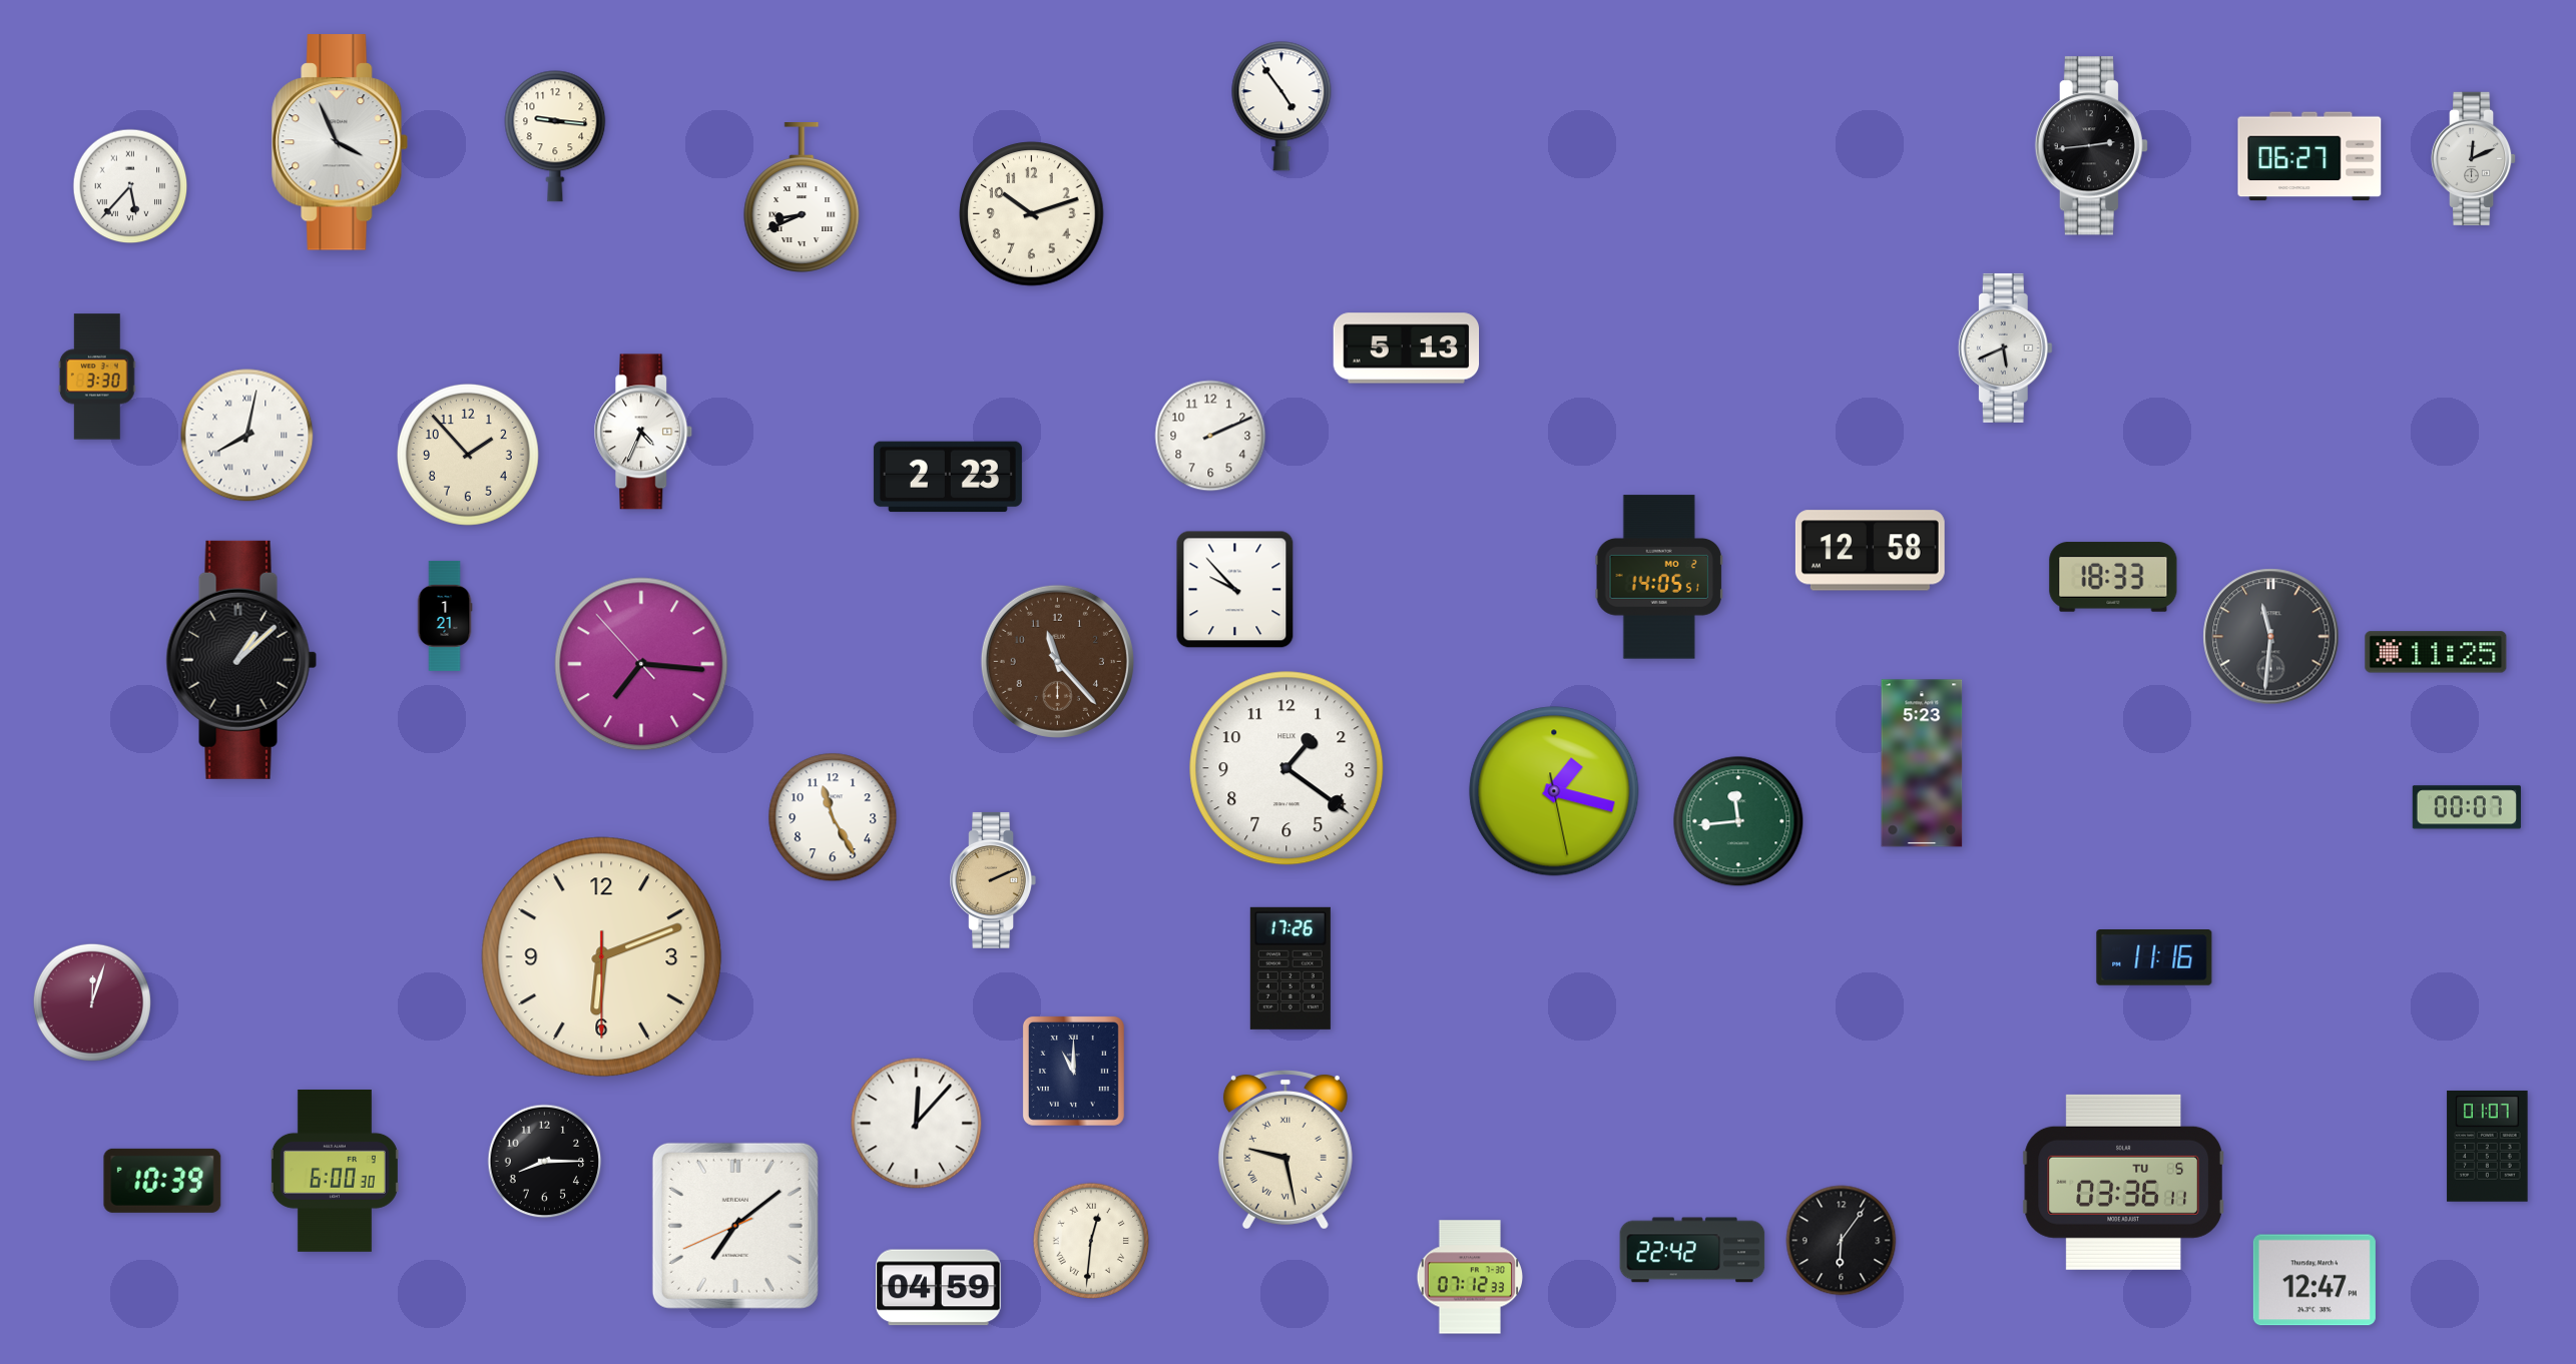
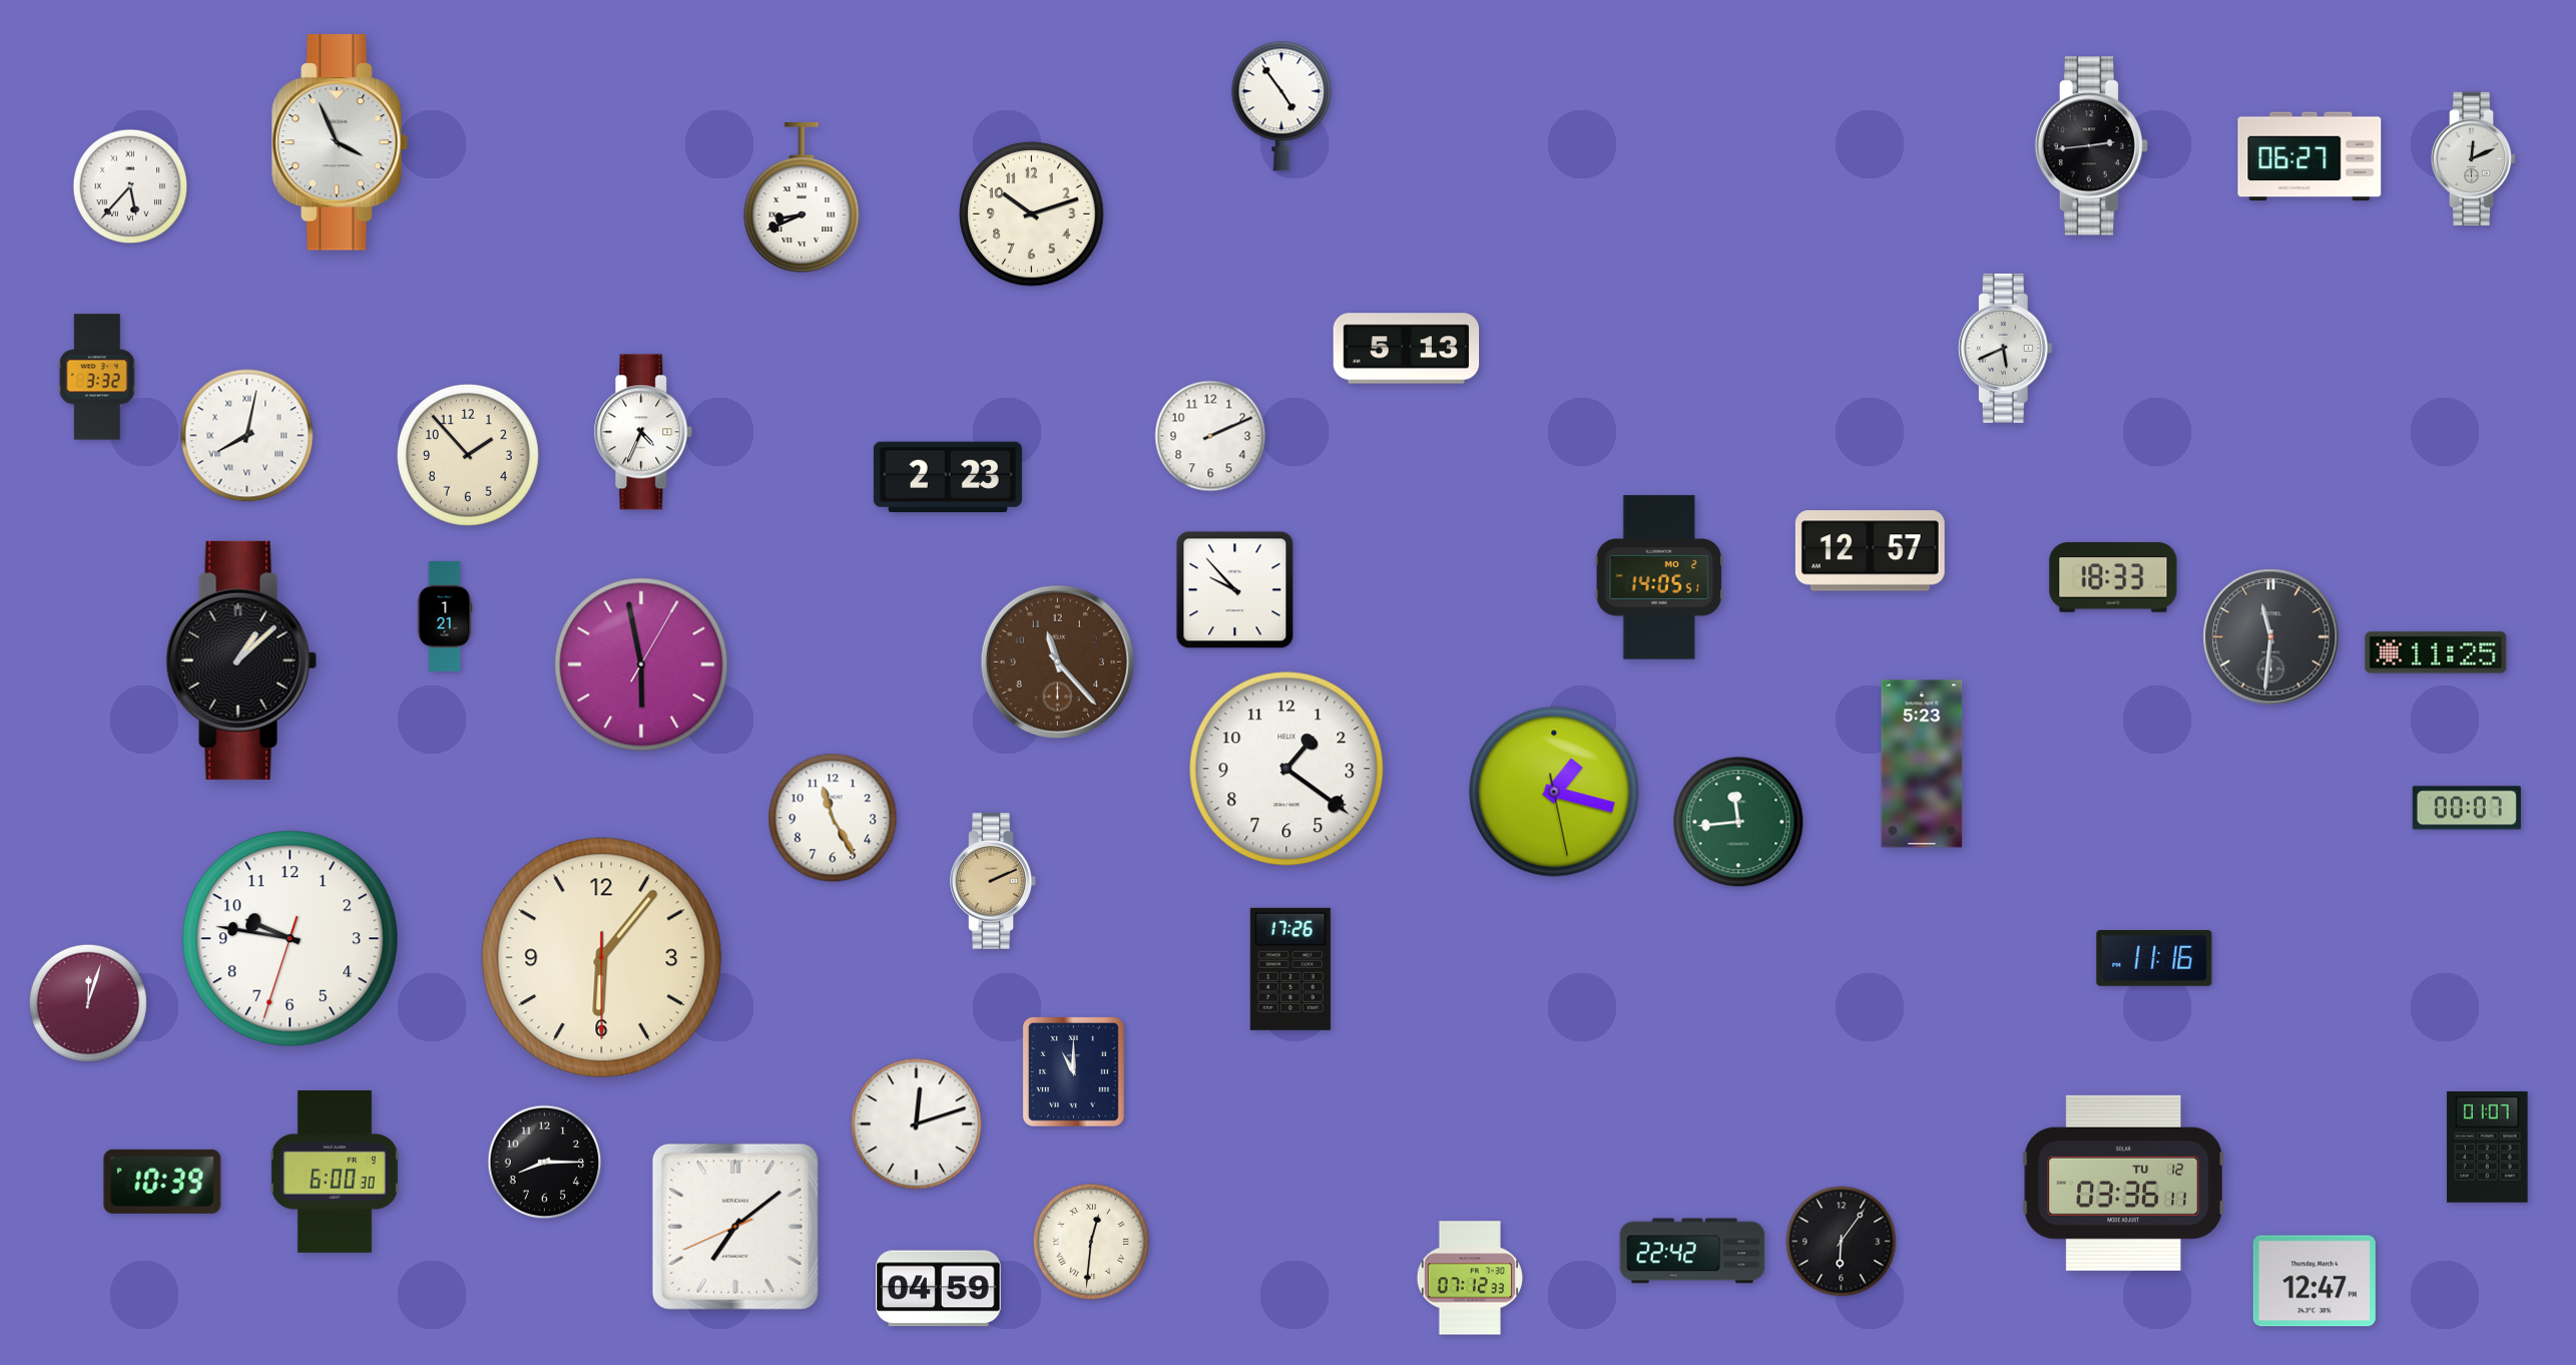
clock at (555, 136): 9:16 -> none
clock at (97, 377): 3:30 -> 3:32
clock at (1870, 551): 12:58 -> 12:57
clock at (641, 664): 7:15 -> 5:58
clock at (291, 939): none -> 9:46
clock at (602, 957): 6:11 -> 6:06
clock at (92, 1002) position: (92, 1002) -> (88, 1003)
clock at (917, 1124): 12:07 -> 12:12
clock at (1285, 1151): 9:28 -> none
clock at (2123, 1182) date: TU 5 -> TU 12
